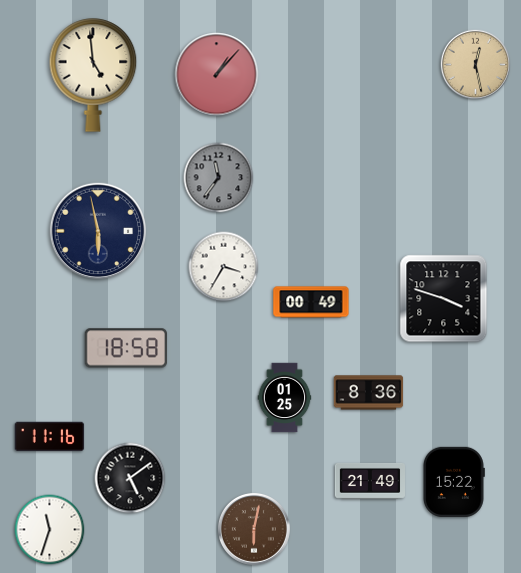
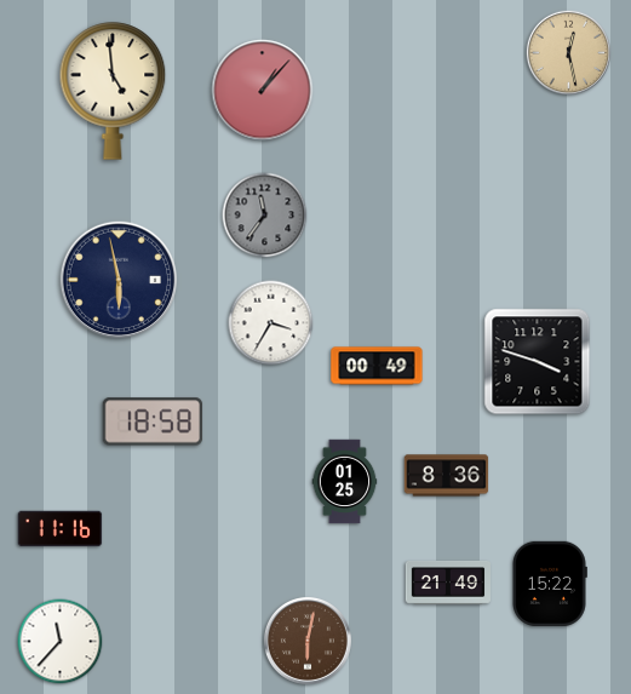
clock at (475, 64) position: (475, 64) -> (568, 52)
clock at (130, 478): 5:09 -> none
clock at (50, 530): 11:33 -> 11:37
